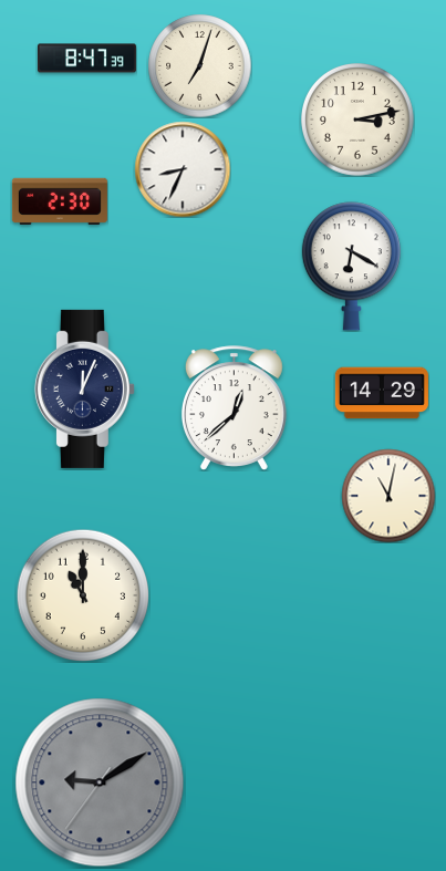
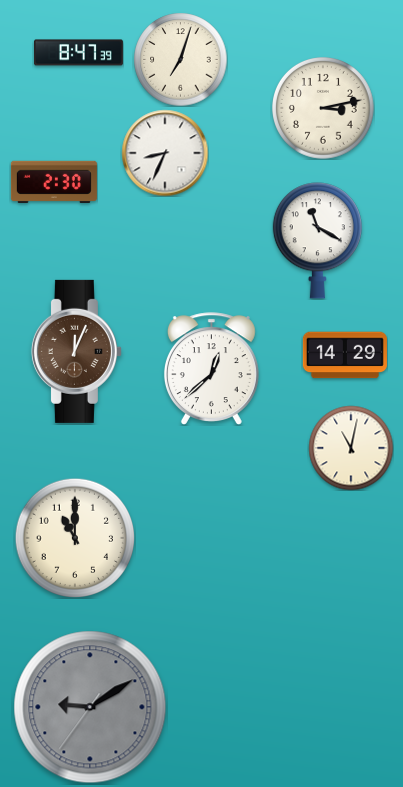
clock at (351, 267): 6:20 -> 11:20
clock at (84, 388) dial: navy -> brown
